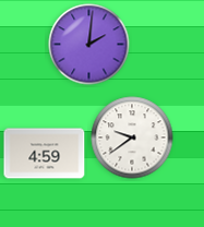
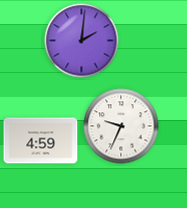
clock at (132, 138): 9:39 -> 9:34
